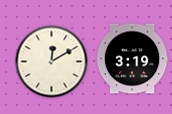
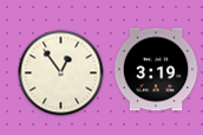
clock at (52, 62): 12:10 -> 12:54
